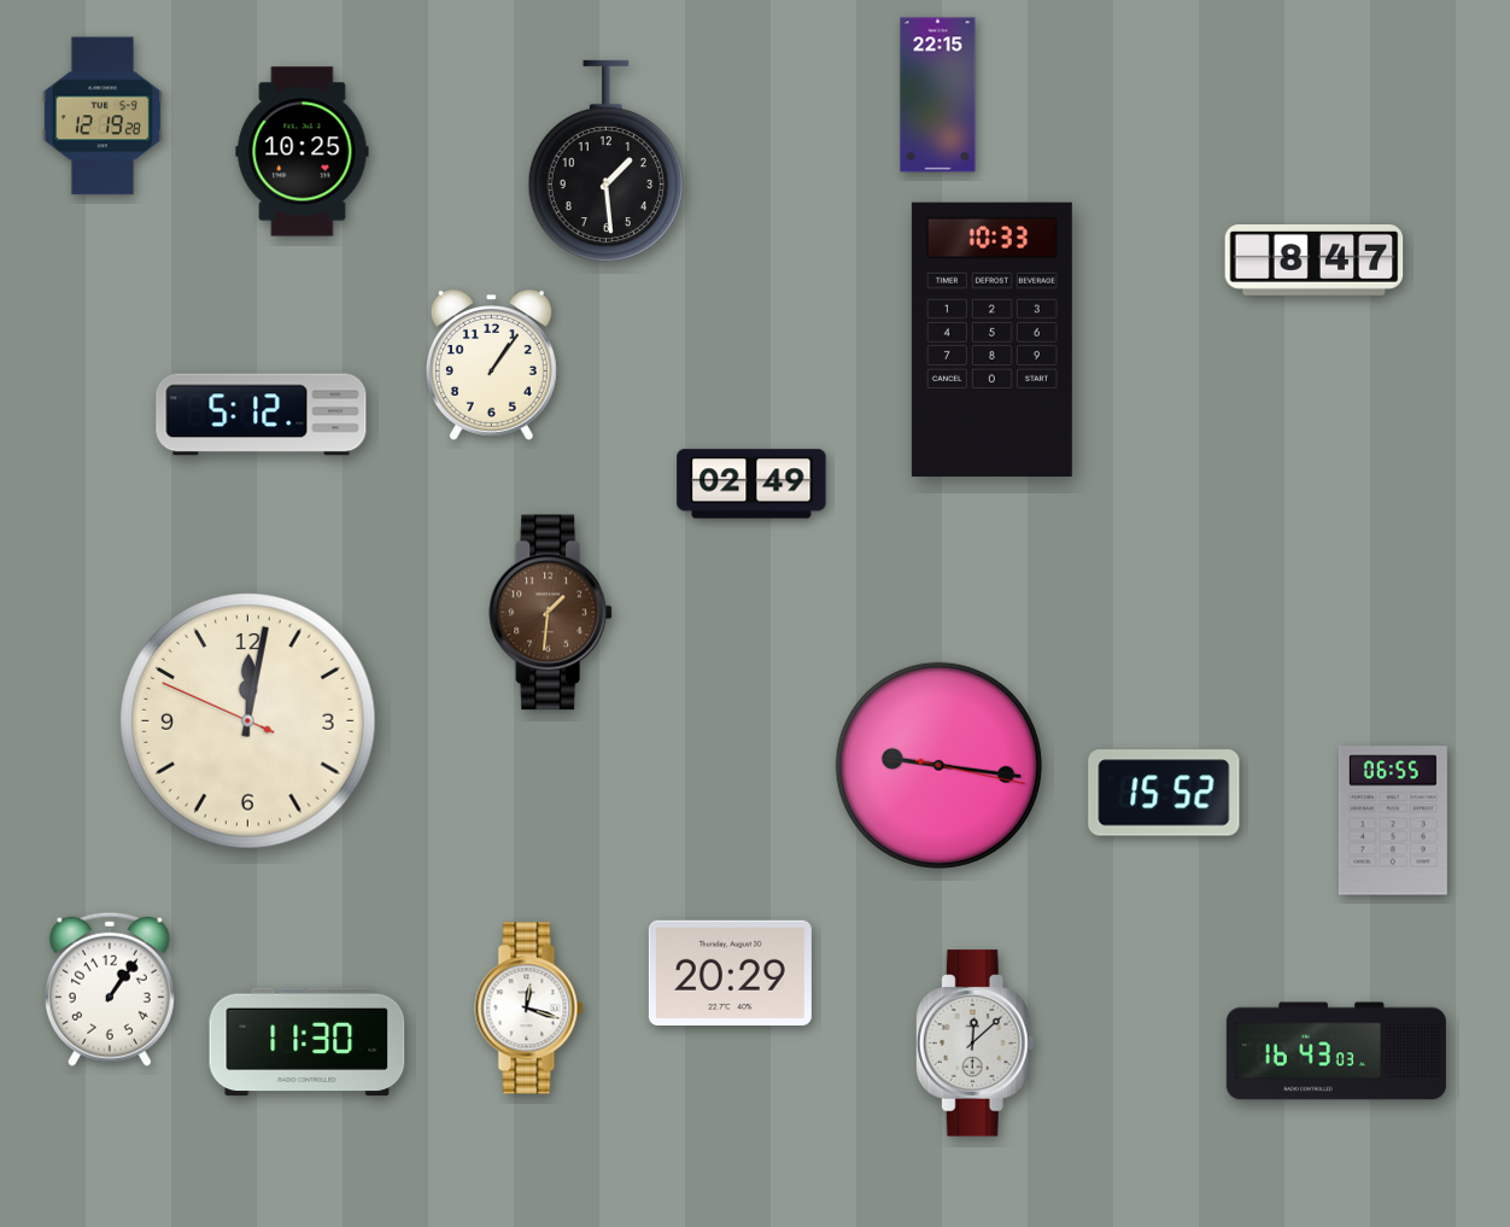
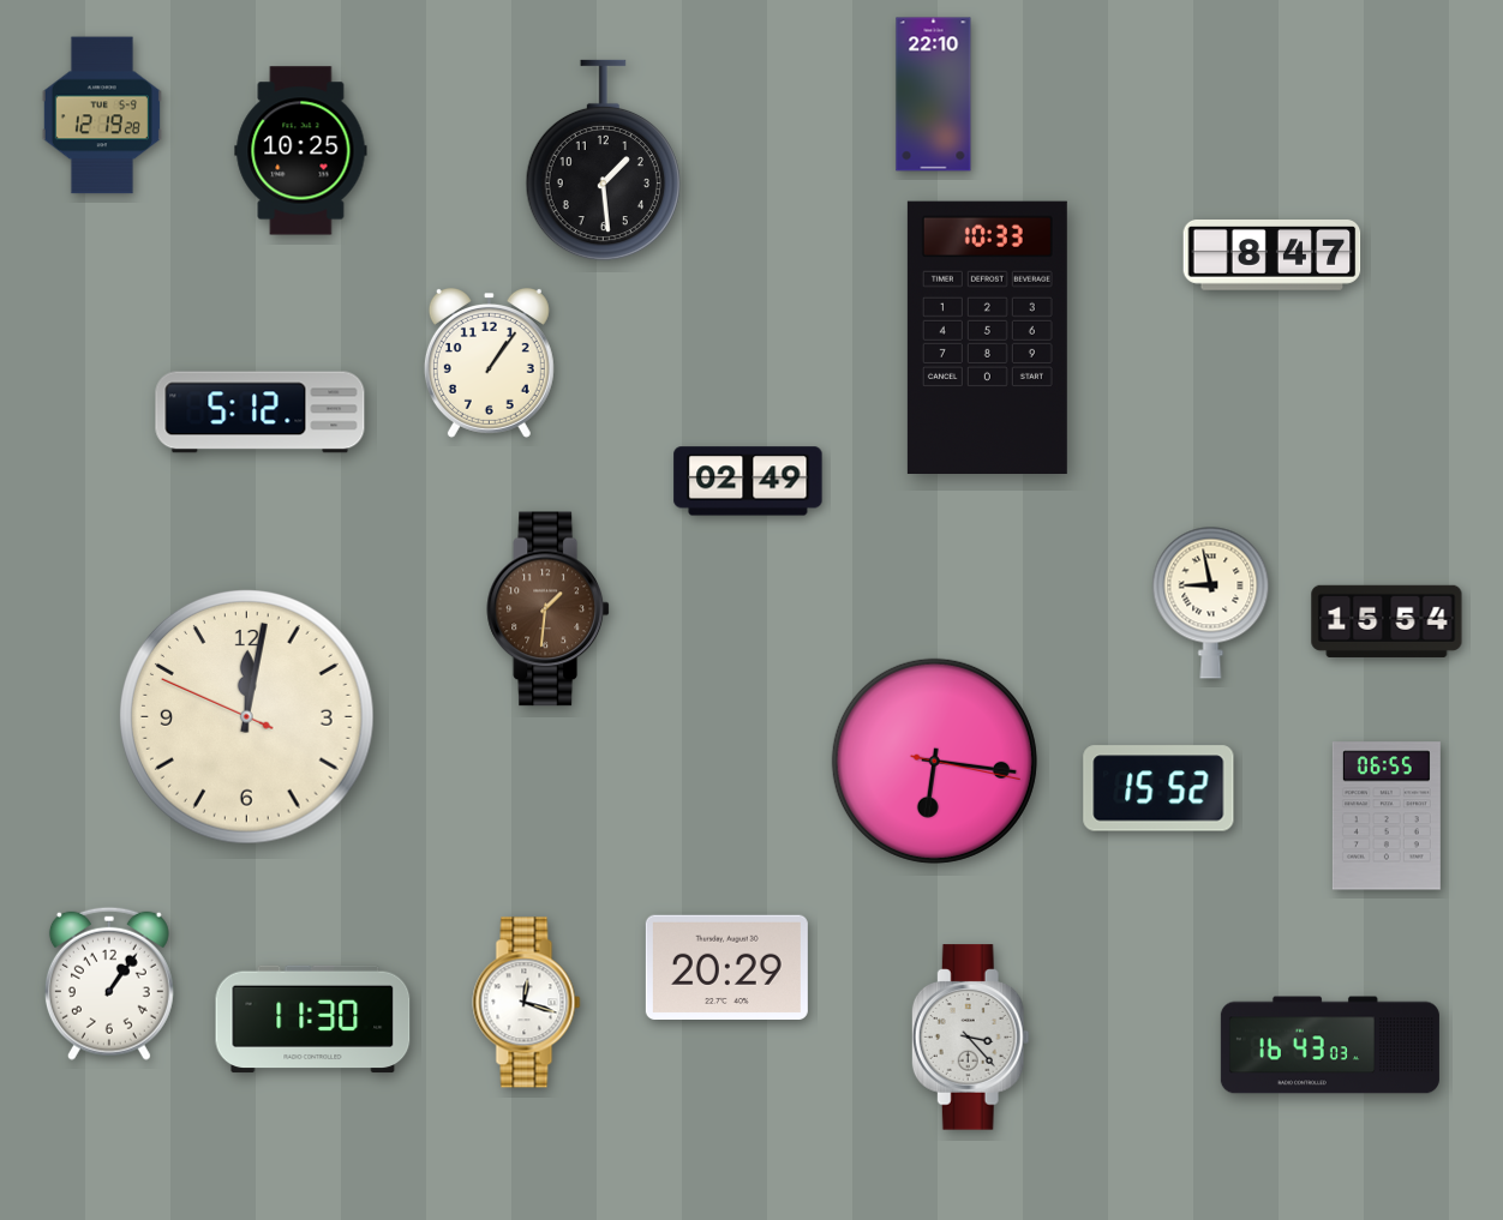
clock at (938, 95): 22:15 -> 22:10
clock at (1315, 261) position: (1315, 261) -> (1273, 256)
clock at (1211, 602): none -> 8:58
clock at (1387, 621): none -> 15:54
clock at (938, 765): 9:16 -> 6:16
clock at (308, 1042) position: (308, 1042) -> (313, 1020)
clock at (975, 1044): 12:08 -> 3:23
